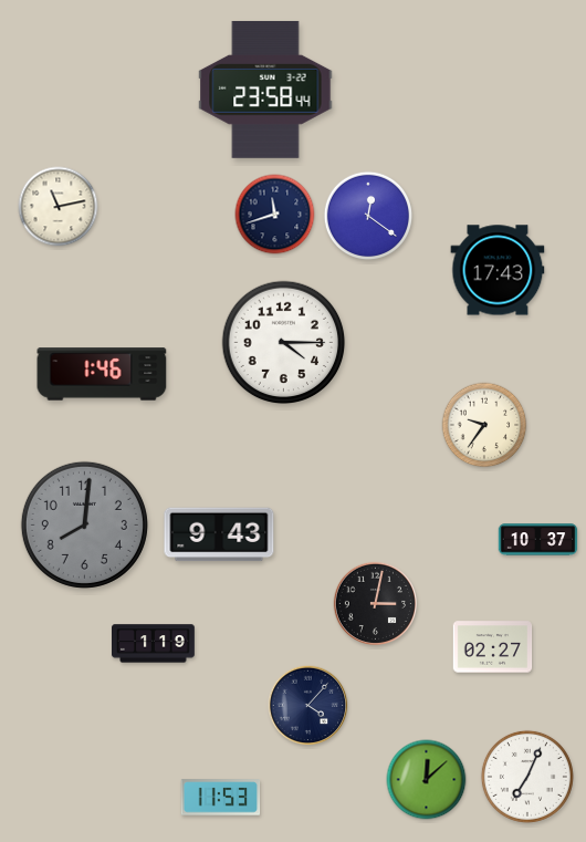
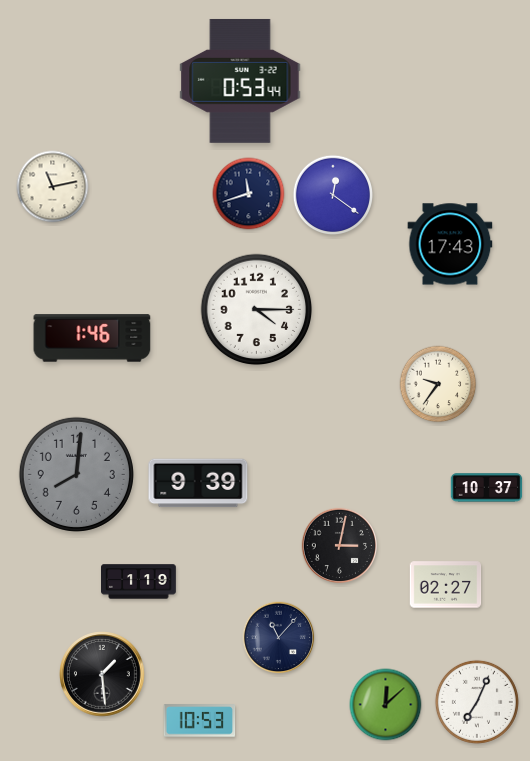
clock at (265, 90): 23:58 -> 0:53
clock at (219, 534): 9:43 -> 9:39
clock at (308, 706): 4:07 -> 11:07
clock at (103, 675): none -> 1:29
clock at (221, 798): 11:53 -> 10:53
